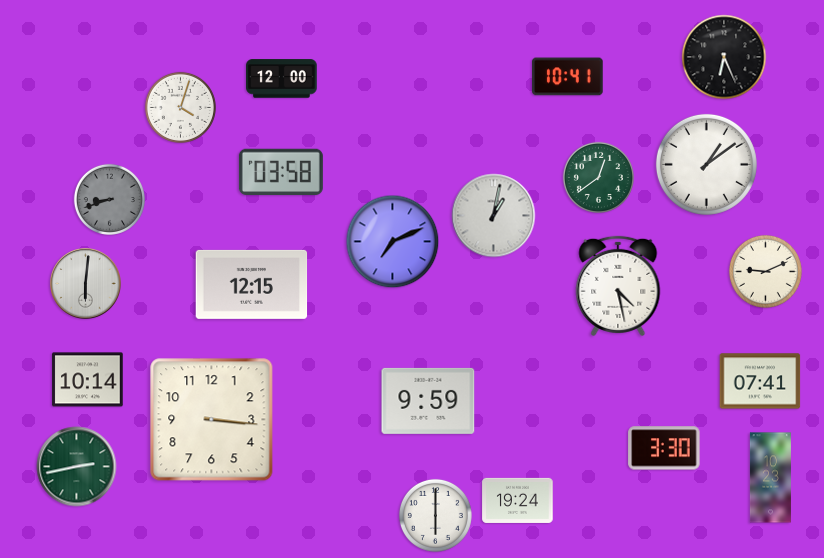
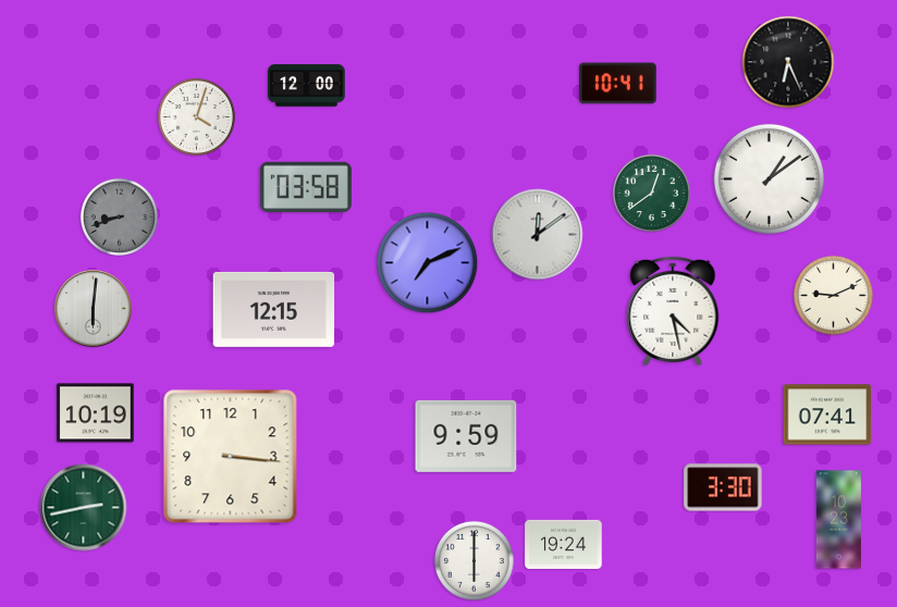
clock at (494, 216): 1:02 -> 12:09
clock at (88, 380): 10:14 -> 10:19
